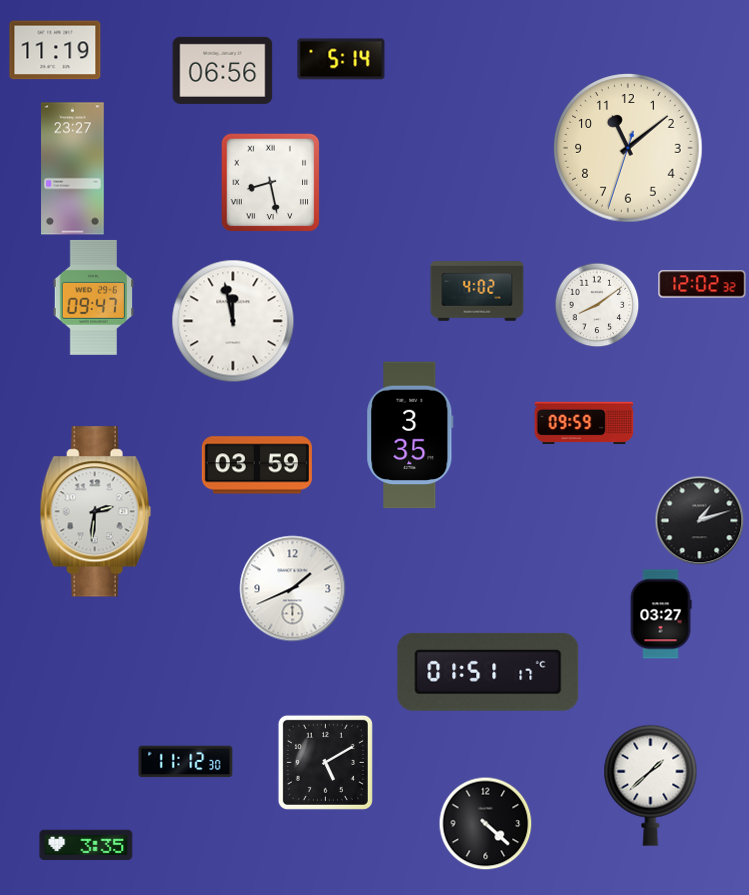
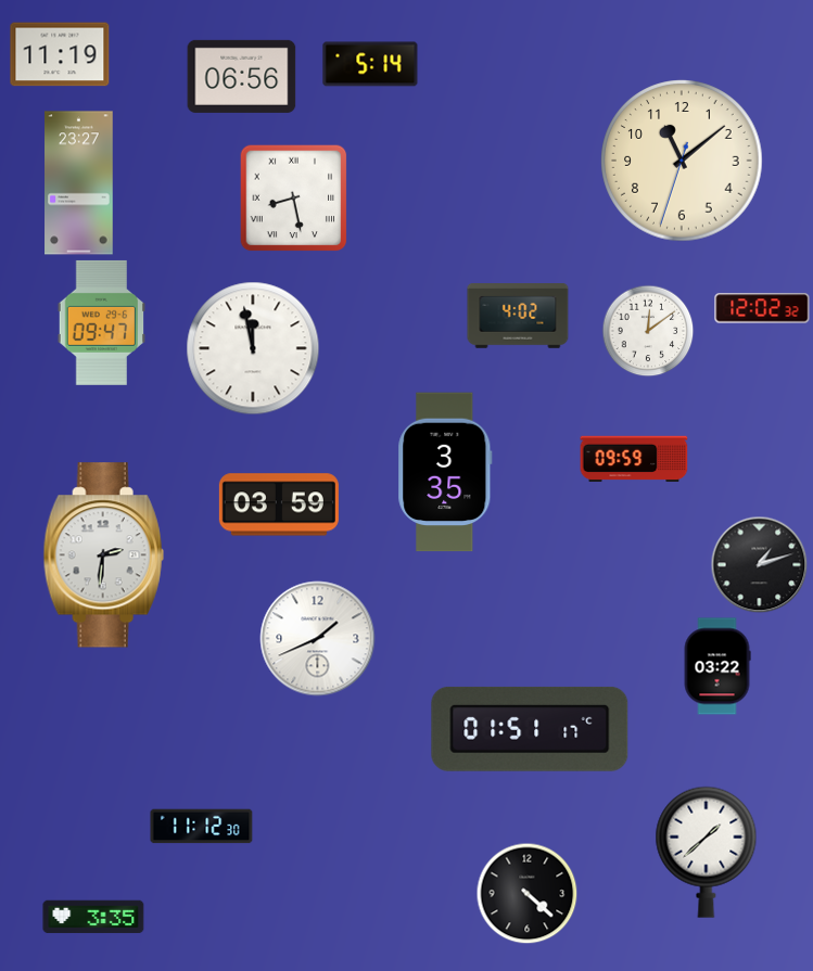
clock at (597, 305): 8:09 -> 12:09
clock at (661, 614): 03:27 -> 03:22
clock at (325, 762): 5:10 -> none
